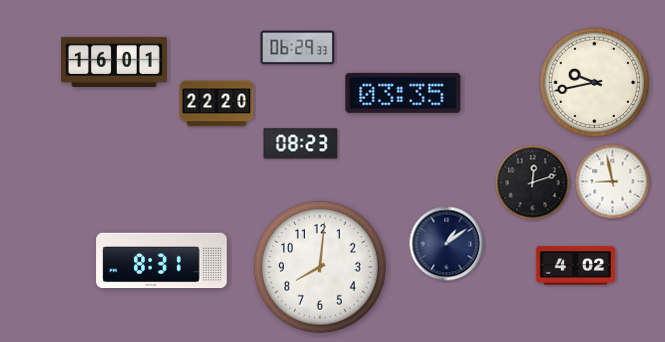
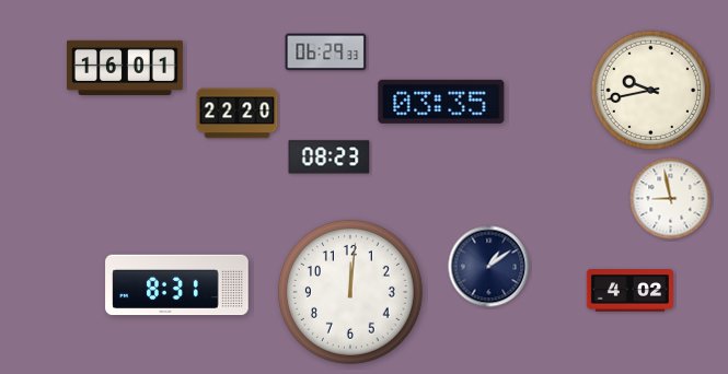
clock at (533, 183): 12:12 -> none
clock at (320, 267): 8:01 -> 12:01
